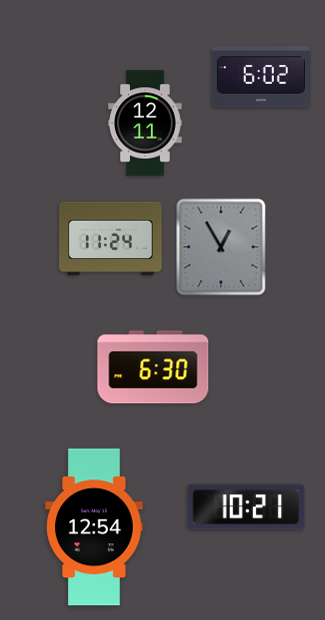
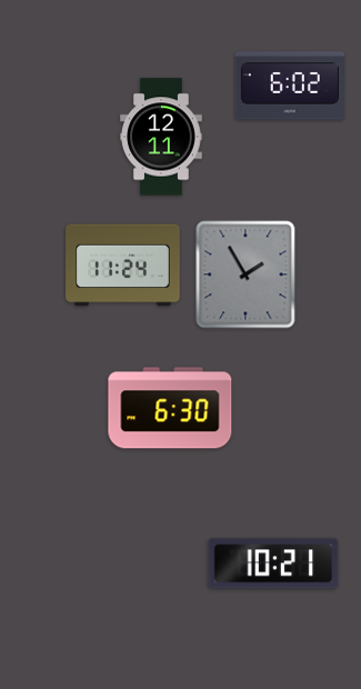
clock at (221, 247): 12:55 -> 1:55
clock at (94, 527): 12:54 -> none
